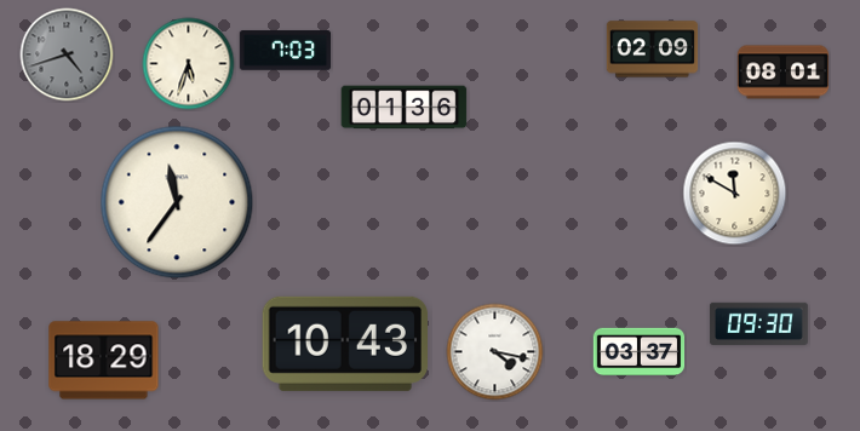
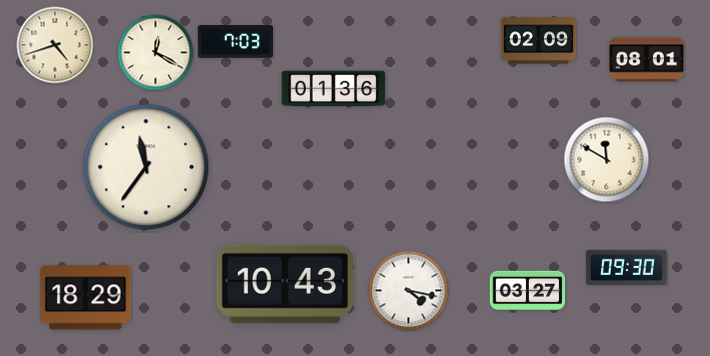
clock at (67, 54) dial: grey -> cream
clock at (189, 64): 5:33 -> 12:20
clock at (640, 352): 03:37 -> 03:27
